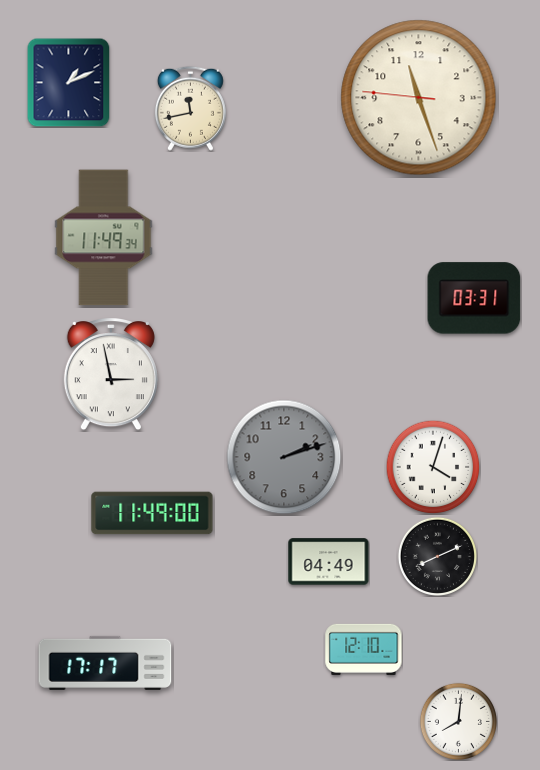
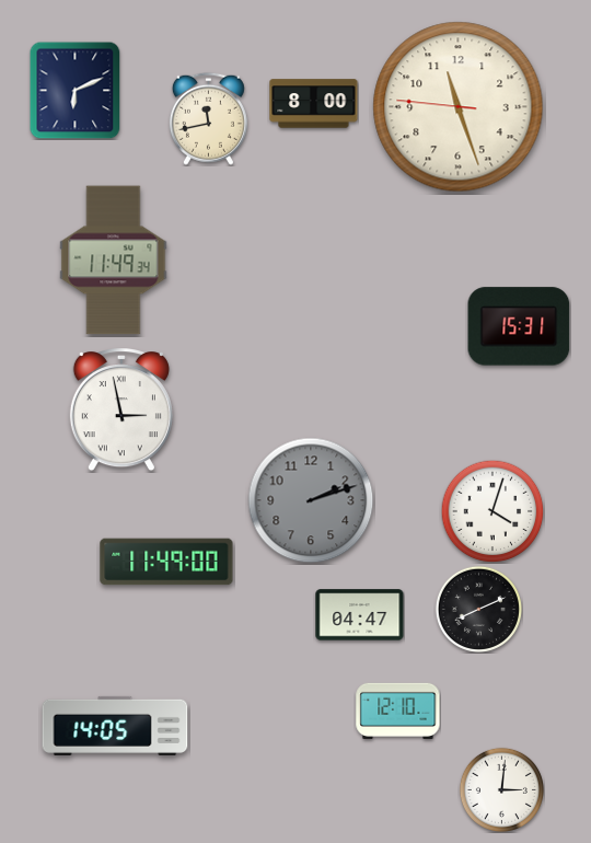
clock at (69, 82): 1:11 -> 6:11
clock at (314, 104): none -> 8:00
clock at (474, 298): 03:31 -> 15:31
clock at (433, 467) position: (433, 467) -> (493, 511)
clock at (329, 562): 04:49 -> 04:47
clock at (105, 663): 17:17 -> 14:05
clock at (458, 721): 8:01 -> 3:01
